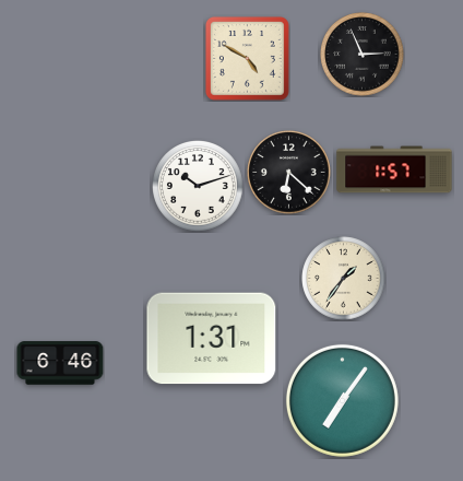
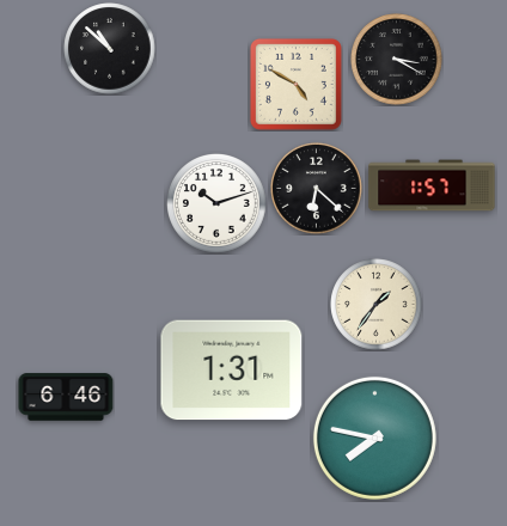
clock at (110, 49): none -> 10:52
clock at (363, 55): 2:56 -> 3:20
clock at (247, 58) position: (247, 58) -> (295, 84)
clock at (342, 400): 7:06 -> 7:47
